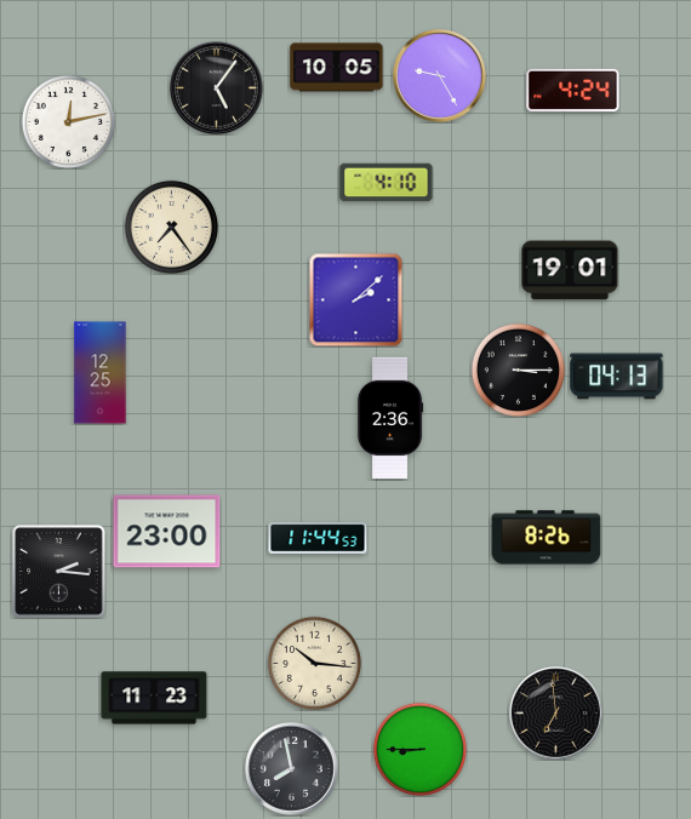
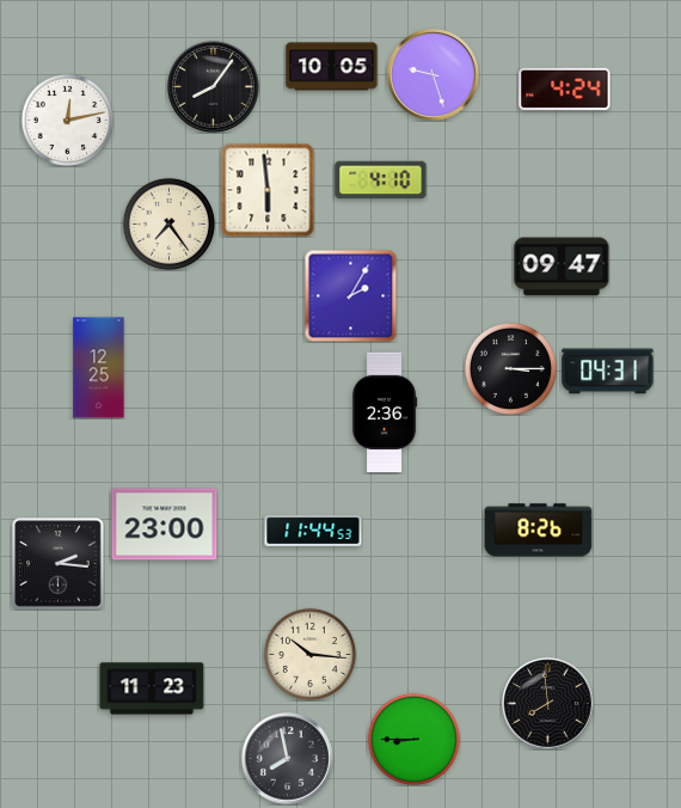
clock at (440, 76): 9:25 -> 9:27
clock at (217, 88): 5:06 -> 8:06
clock at (268, 190): none -> 5:59
clock at (570, 270): 19:01 -> 09:47
clock at (355, 299): 2:08 -> 2:05
clock at (518, 370) position: (518, 370) -> (510, 368)
clock at (617, 377): 04:13 -> 04:31
clock at (556, 714): 6:59 -> 7:59
